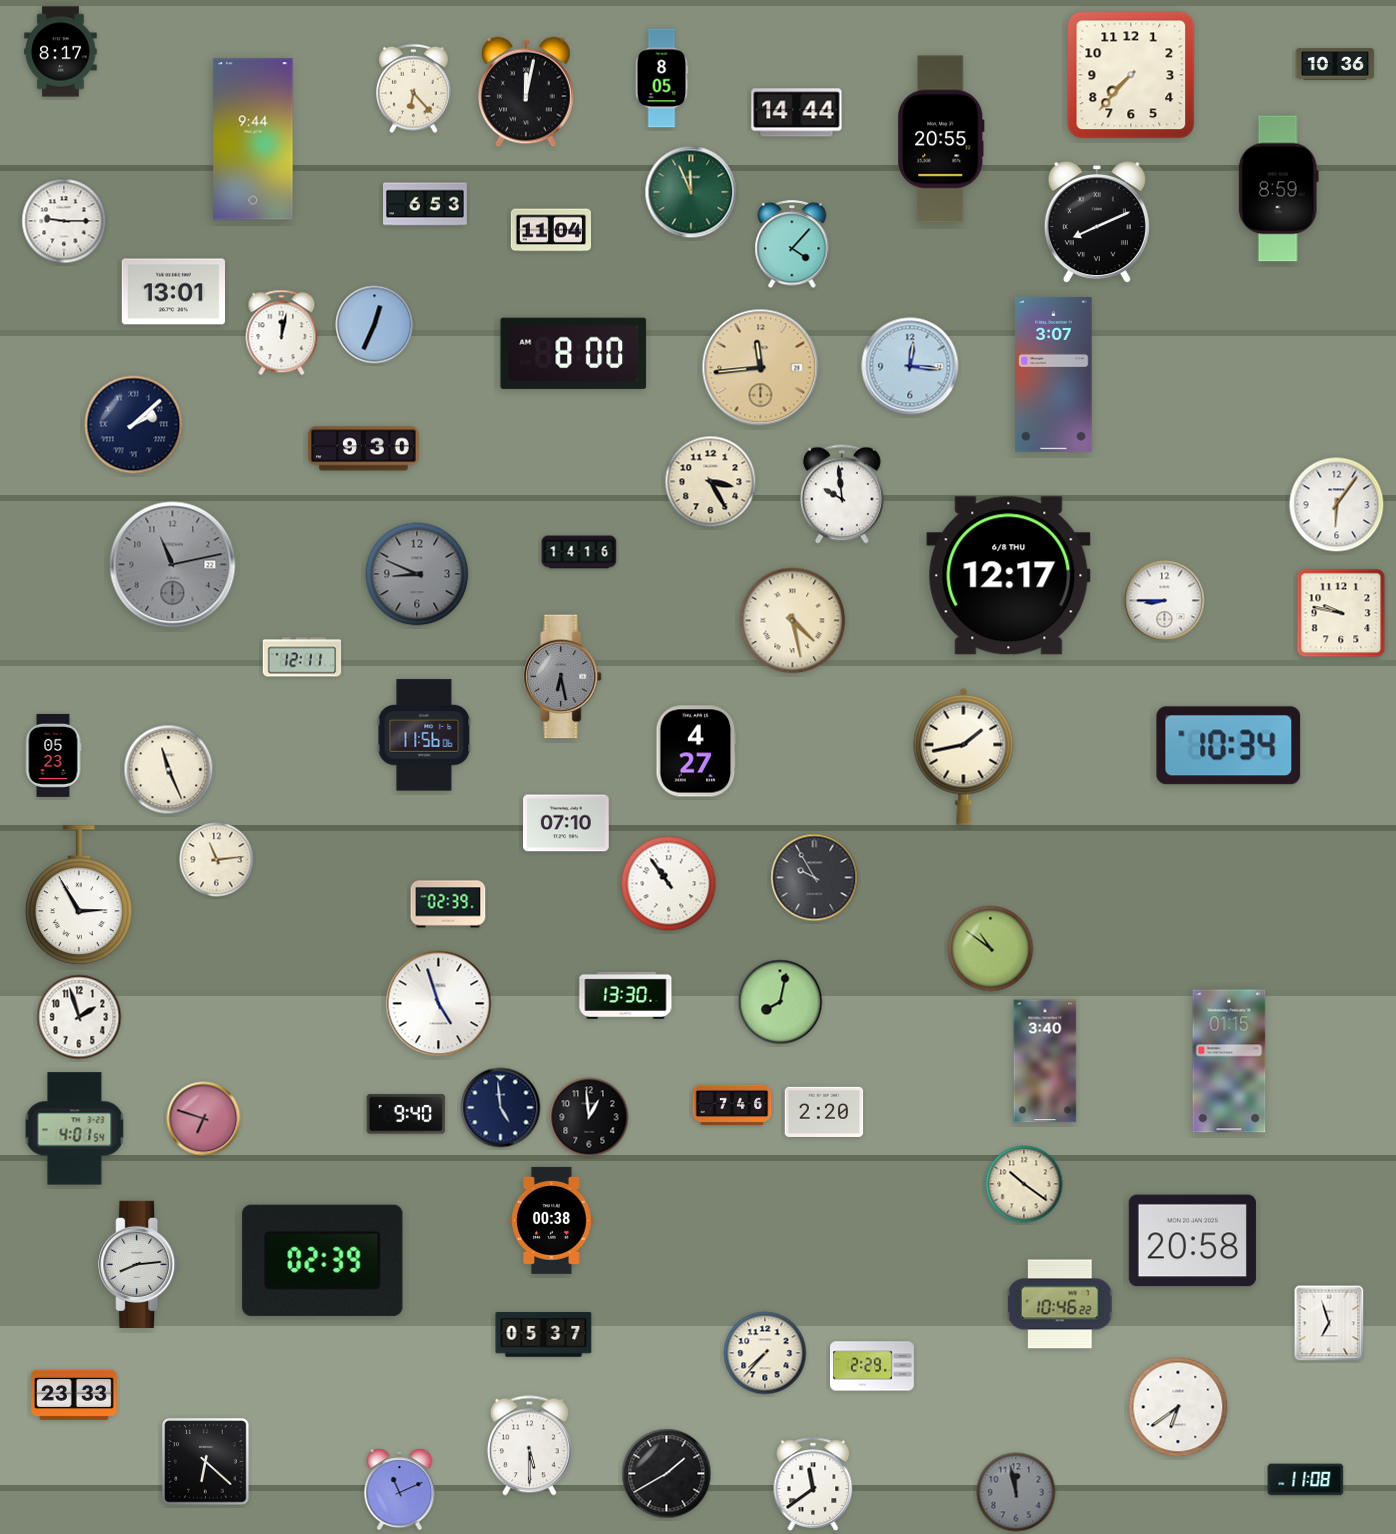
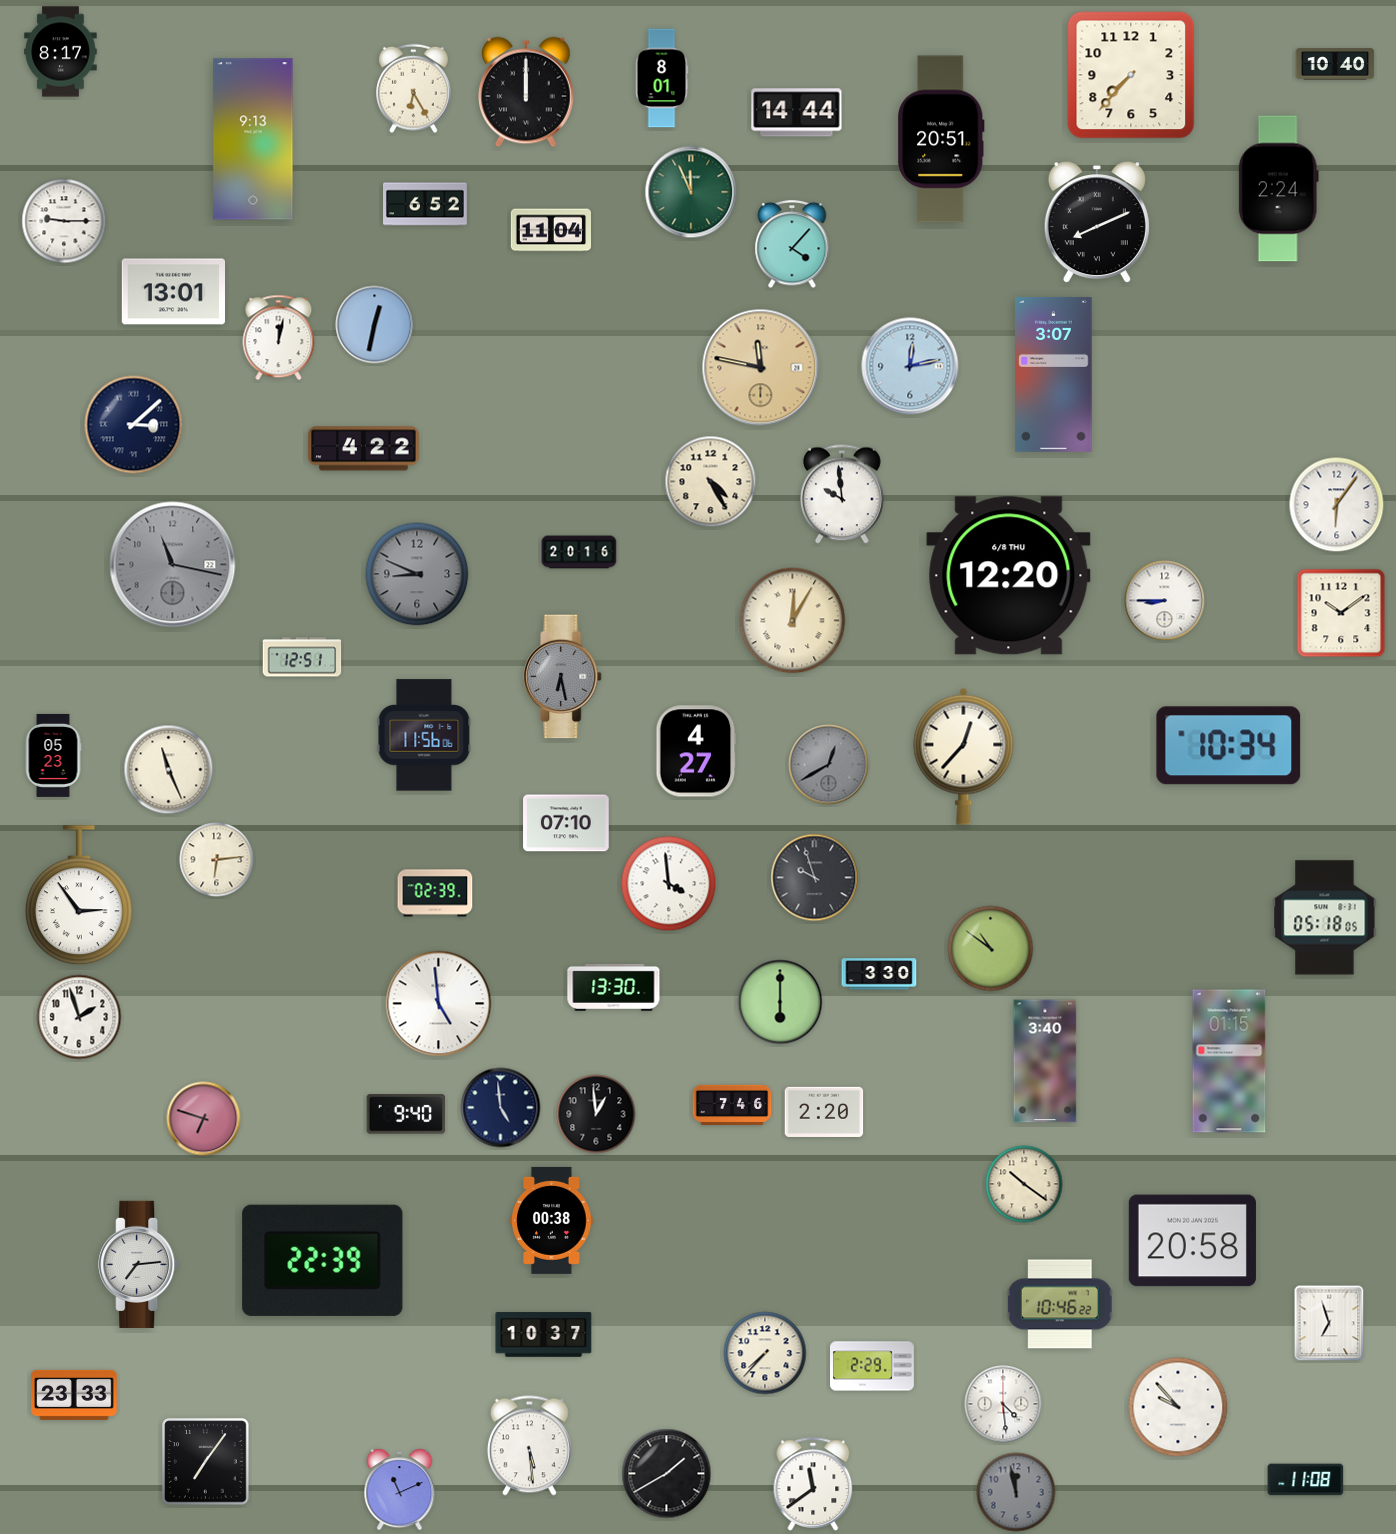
clock at (1335, 64): 10:36 -> 10:40
clock at (662, 78): 8:05 -> 8:01
clock at (414, 89): 6:23 -> 6:25
clock at (527, 92): 12:02 -> 12:00
clock at (253, 139): 9:44 -> 9:13
clock at (942, 139): 20:55 -> 20:51
clock at (1278, 189): 8:59 -> 2:24
clock at (426, 204): 6:53 -> 6:52
clock at (375, 325): 12:34 -> 12:32
clock at (282, 333) position: (282, 333) -> (279, 338)
clock at (574, 353): 8:00 -> none
clock at (910, 366): 12:16 -> 12:13
clock at (761, 368): 11:44 -> 11:47
clock at (134, 425): 2:08 -> 3:08
clock at (364, 449): 9:30 -> 4:22
clock at (711, 482): 3:25 -> 4:25
clock at (579, 552): 14:16 -> 20:16
clock at (173, 565): 11:13 -> 11:17
clock at (1009, 576): 12:17 -> 12:20
clock at (1341, 613): 9:47 -> 10:09
clock at (793, 621): 4:28 -> 12:05
clock at (302, 657): 12:11 -> 12:51
clock at (964, 756): 1:43 -> 12:37
clock at (829, 765): none -> 12:40
clock at (217, 860): 11:14 -> 6:14
clock at (815, 878): 9:55 -> 9:57
clock at (669, 884): 10:54 -> 3:59
clock at (79, 896): 2:55 -> 2:54
clock at (448, 904) position: (448, 904) -> (435, 893)
clock at (1325, 918): none -> 05:18
clock at (879, 974): none -> 3:30
clock at (626, 995) position: (626, 995) -> (614, 987)
clock at (780, 1002): 8:02 -> 6:00
clock at (439, 1004): 4:57 -> 4:59
clock at (589, 1117) position: (589, 1117) -> (596, 1114)
clock at (75, 1129): 4:01 -> none
clock at (323, 1260): 02:39 -> 22:39
clock at (139, 1264): 8:14 -> 7:14
clock at (544, 1335): 05:37 -> 10:37
clock at (1003, 1404): none -> 4:29
clock at (1178, 1407): 6:39 -> 9:53
clock at (529, 1446): 5:30 -> 5:29
clock at (206, 1462): 6:22 -> 7:06
